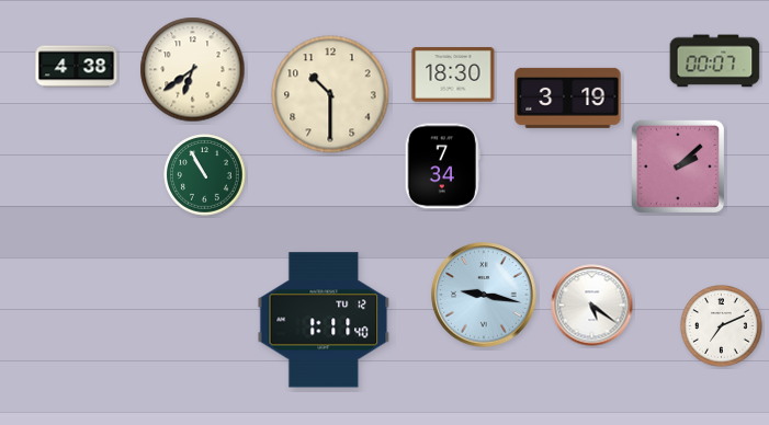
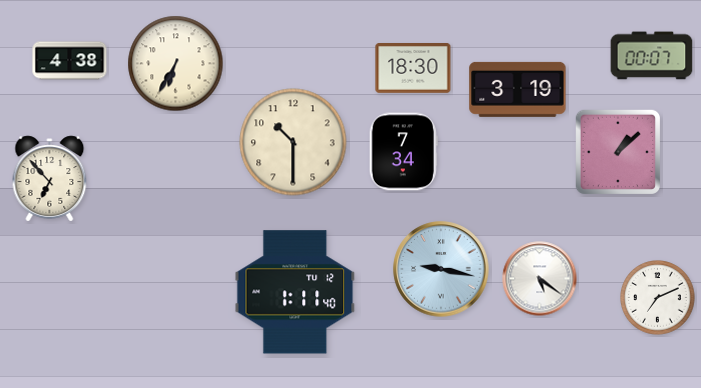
clock at (193, 70): 6:39 -> 6:35
clock at (330, 94) position: (330, 94) -> (293, 142)
clock at (678, 166): 2:08 -> 1:08
clock at (205, 175): 10:55 -> none
clock at (50, 179): none -> 6:53
